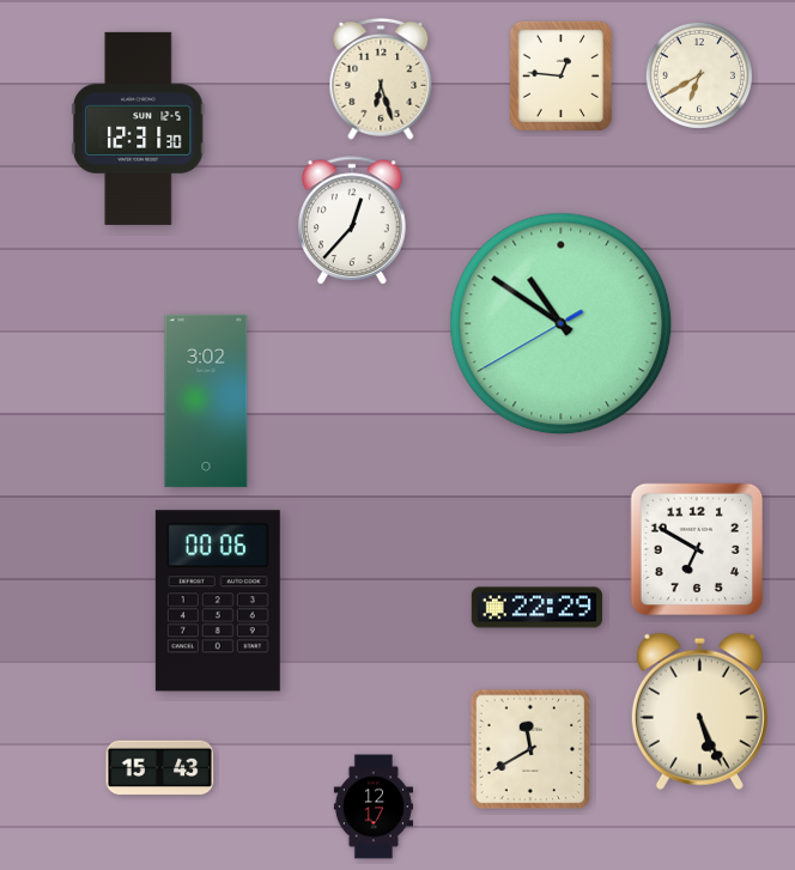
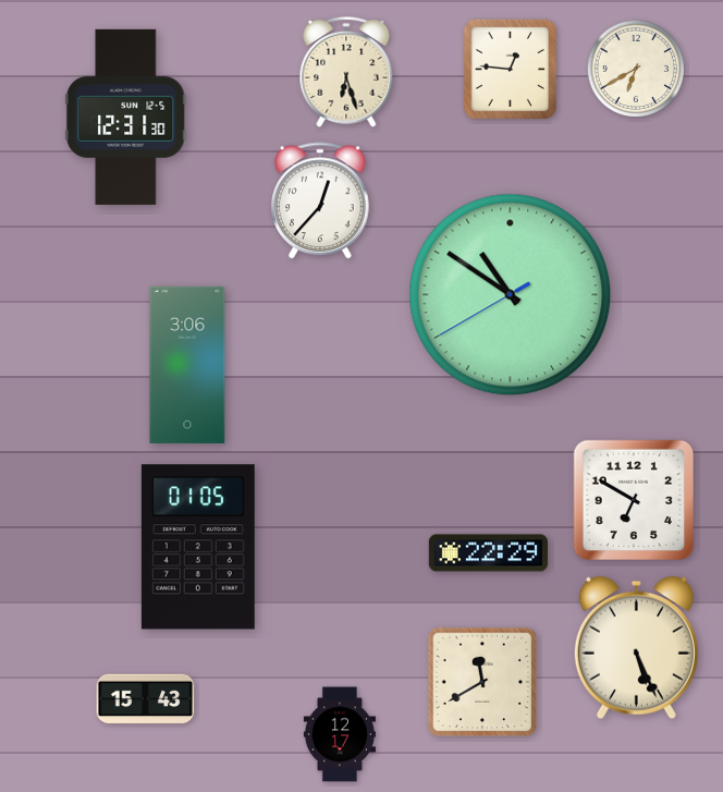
clock at (206, 401): 3:02 -> 3:06
clock at (218, 601): 00:06 -> 01:05
